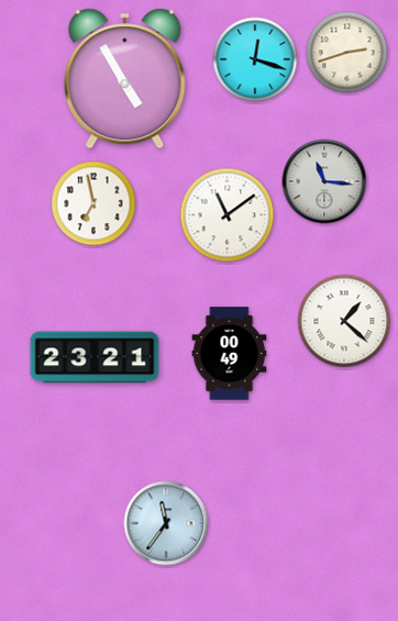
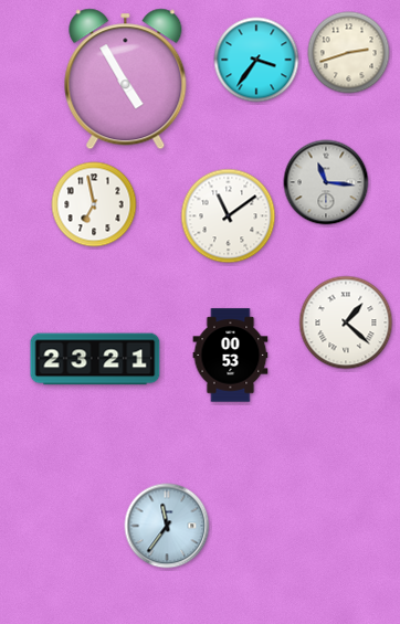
clock at (255, 59): 12:18 -> 3:36
clock at (230, 354): 00:49 -> 00:53
